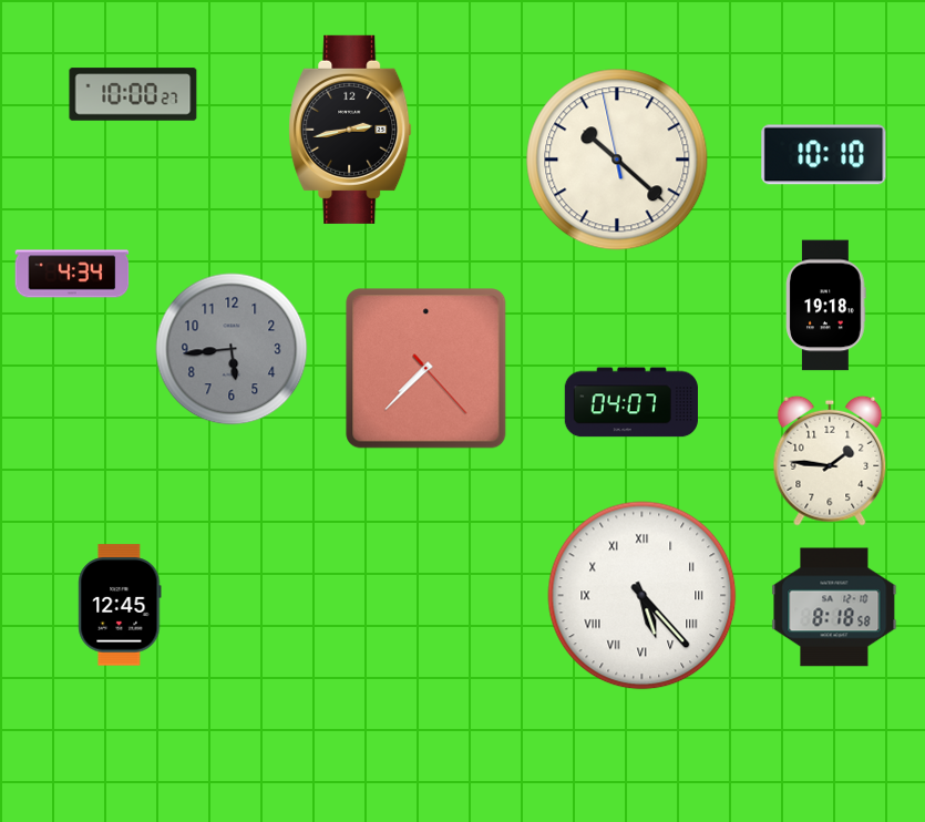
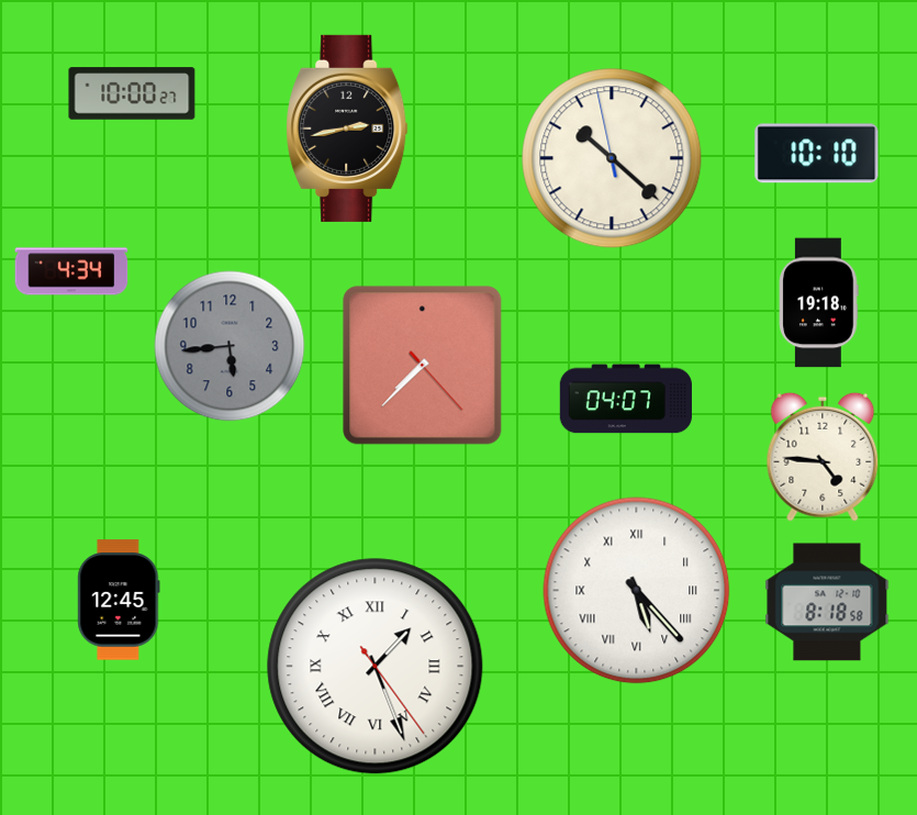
clock at (830, 461): 1:46 -> 4:46
clock at (376, 667): none -> 1:26
